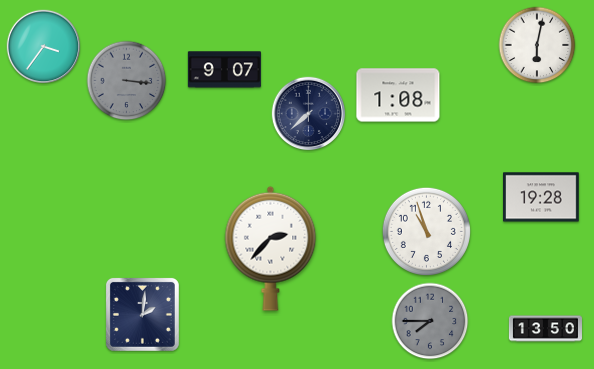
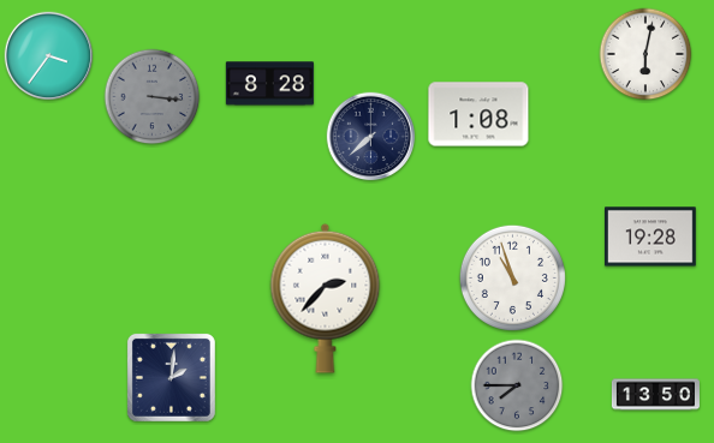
clock at (44, 47) position: (44, 47) -> (49, 56)
clock at (224, 70): 9:07 -> 8:28
